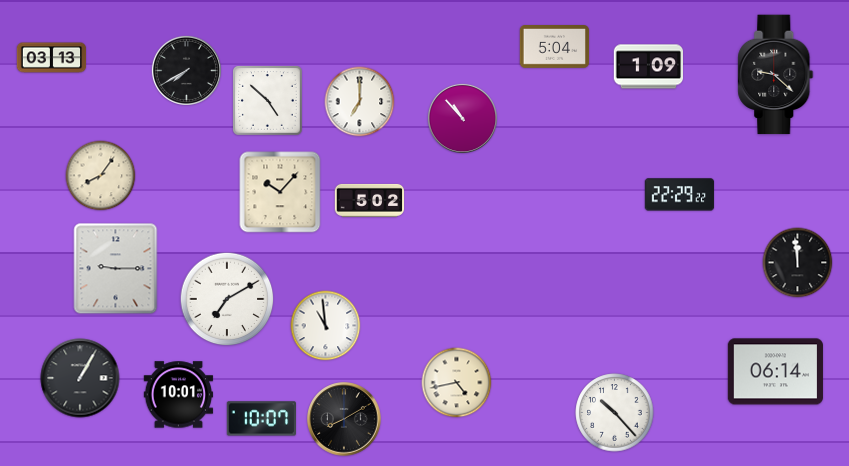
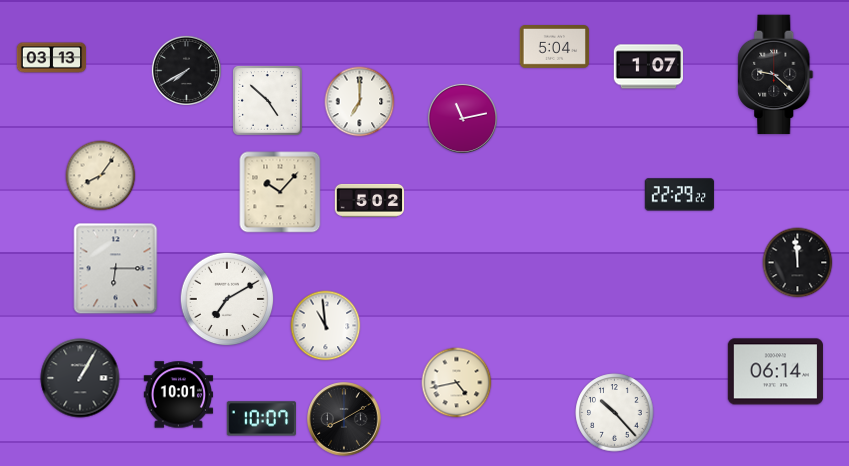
clock at (649, 67): 1:09 -> 1:07
clock at (462, 118): 10:53 -> 11:13
clock at (116, 269): 9:15 -> 6:15
